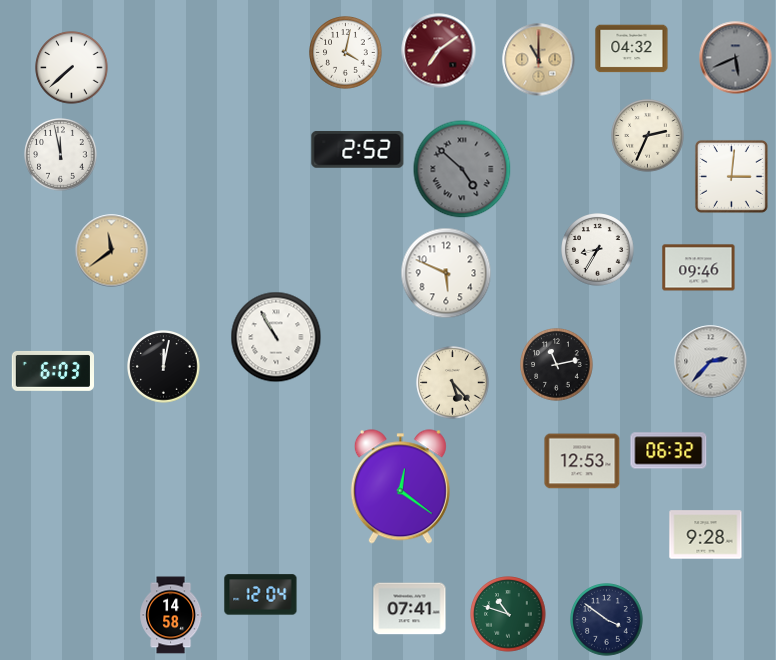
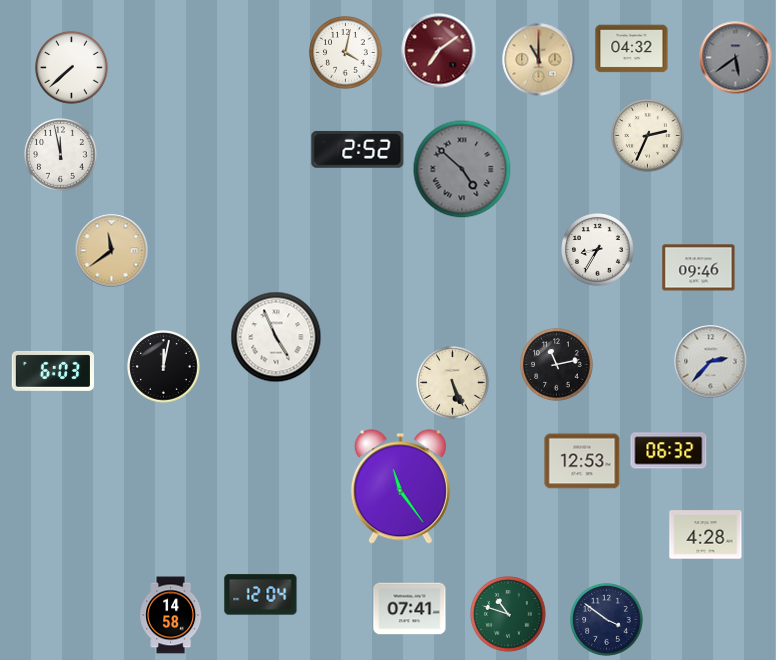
clock at (736, 58): 5:41 -> 5:39
clock at (731, 176): 3:01 -> none
clock at (446, 273): 5:49 -> none
clock at (276, 337): 10:55 -> 4:56
clock at (453, 383): 5:23 -> 5:26
clock at (400, 487): 12:21 -> 11:24
clock at (706, 535): 9:28 -> 4:28
